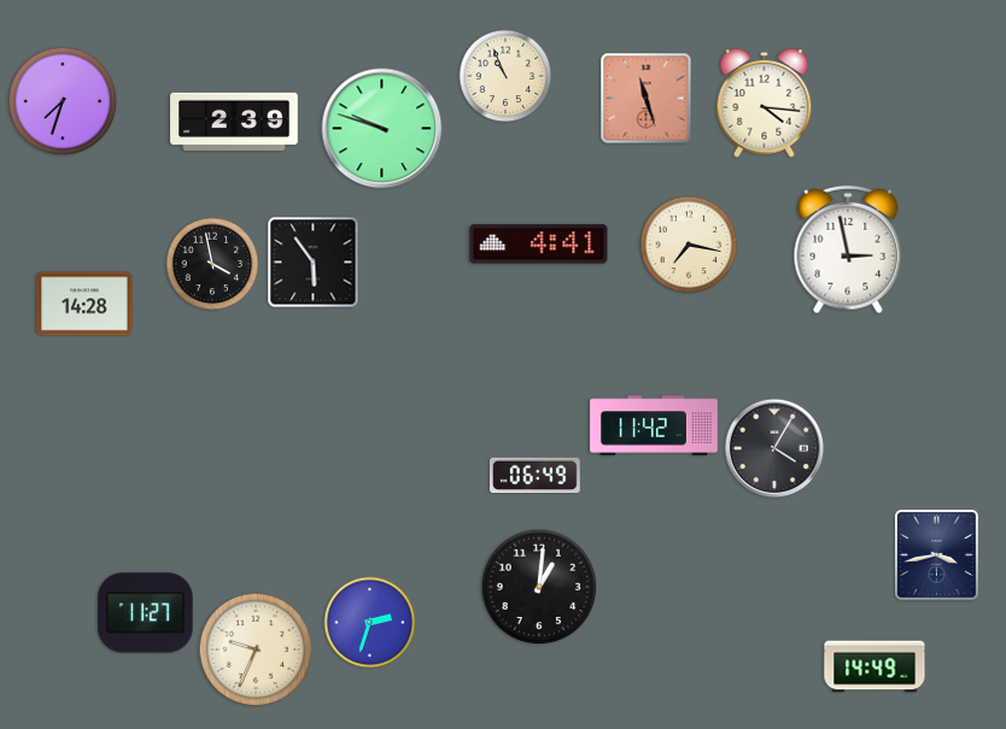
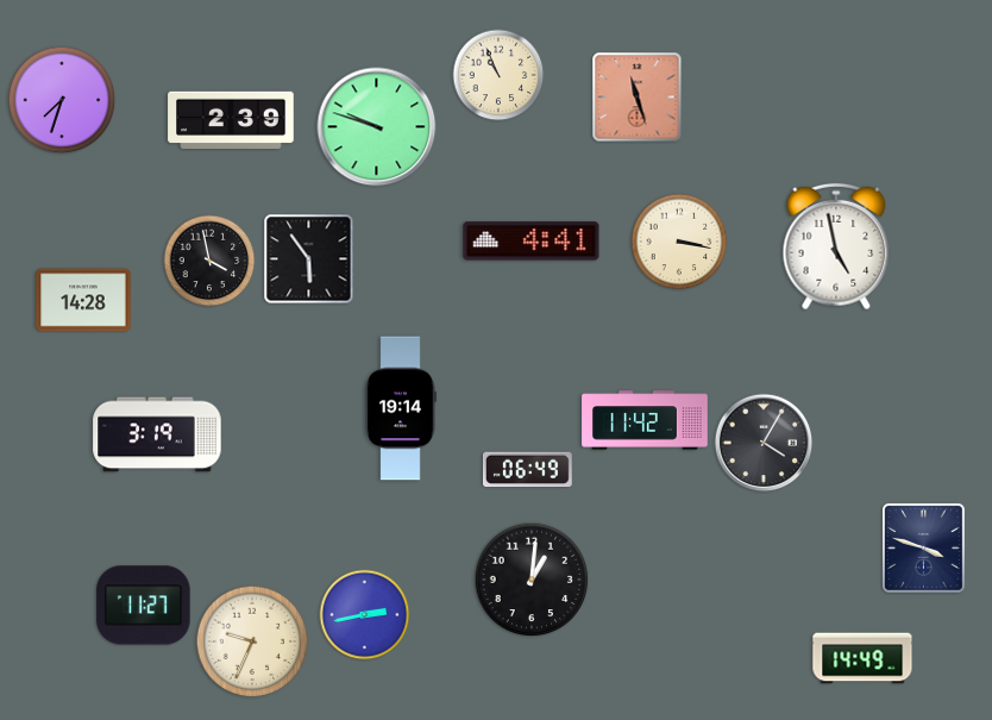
clock at (765, 102): 4:16 -> none
clock at (689, 245): 7:17 -> 3:17
clock at (848, 249): 2:58 -> 4:58
clock at (401, 408): none -> 19:14
clock at (157, 434): none -> 3:19
clock at (936, 554): 3:43 -> 3:48
clock at (370, 623): 2:33 -> 2:43
